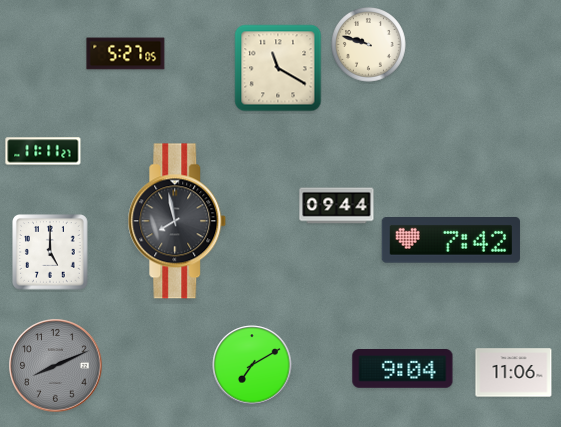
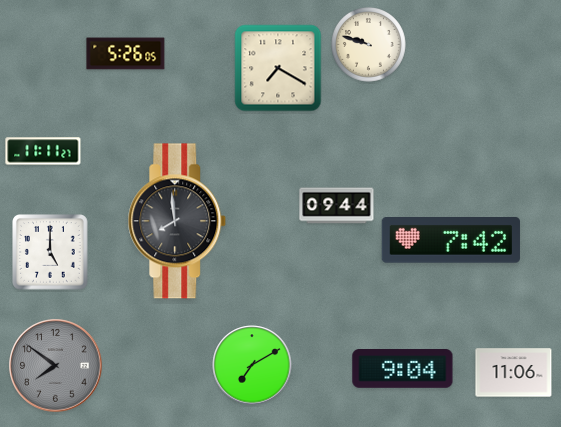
clock at (126, 54): 5:27 -> 5:26
clock at (278, 68): 11:20 -> 7:20
clock at (177, 221): 7:58 -> 7:59
clock at (56, 366): 8:11 -> 7:51
